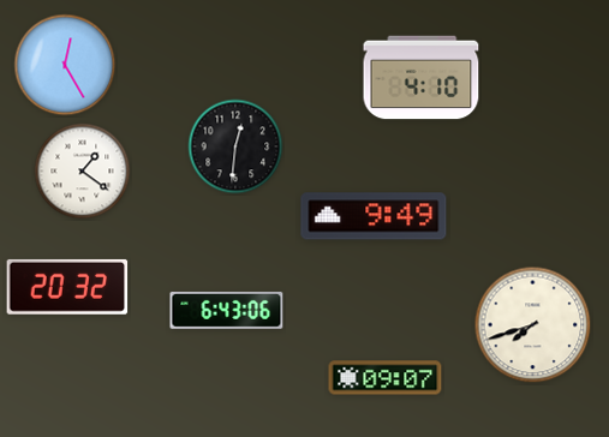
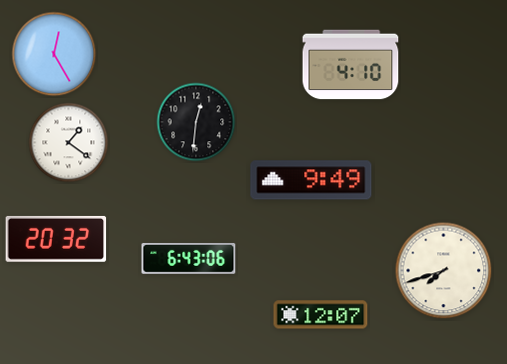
clock at (386, 378): 09:07 -> 12:07
